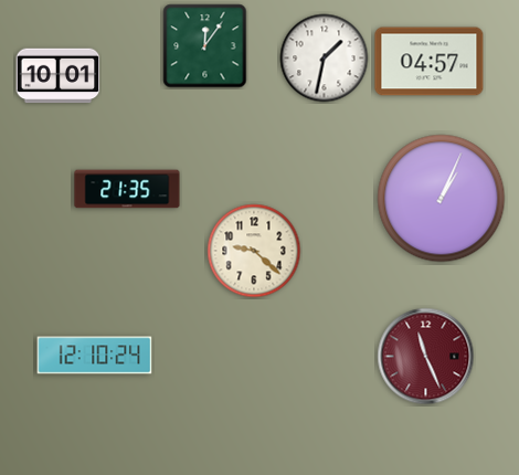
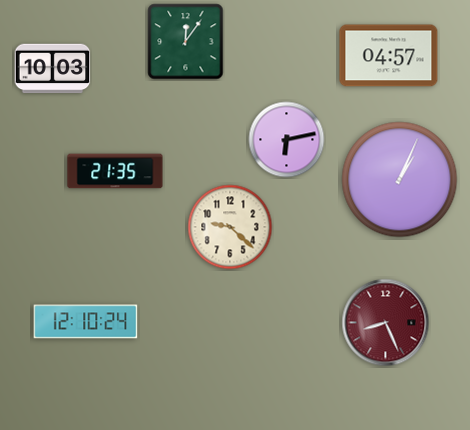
clock at (325, 59): 1:32 -> none
clock at (59, 76): 10:01 -> 10:03
clock at (287, 140): none -> 6:13
clock at (426, 357): 11:26 -> 8:26
